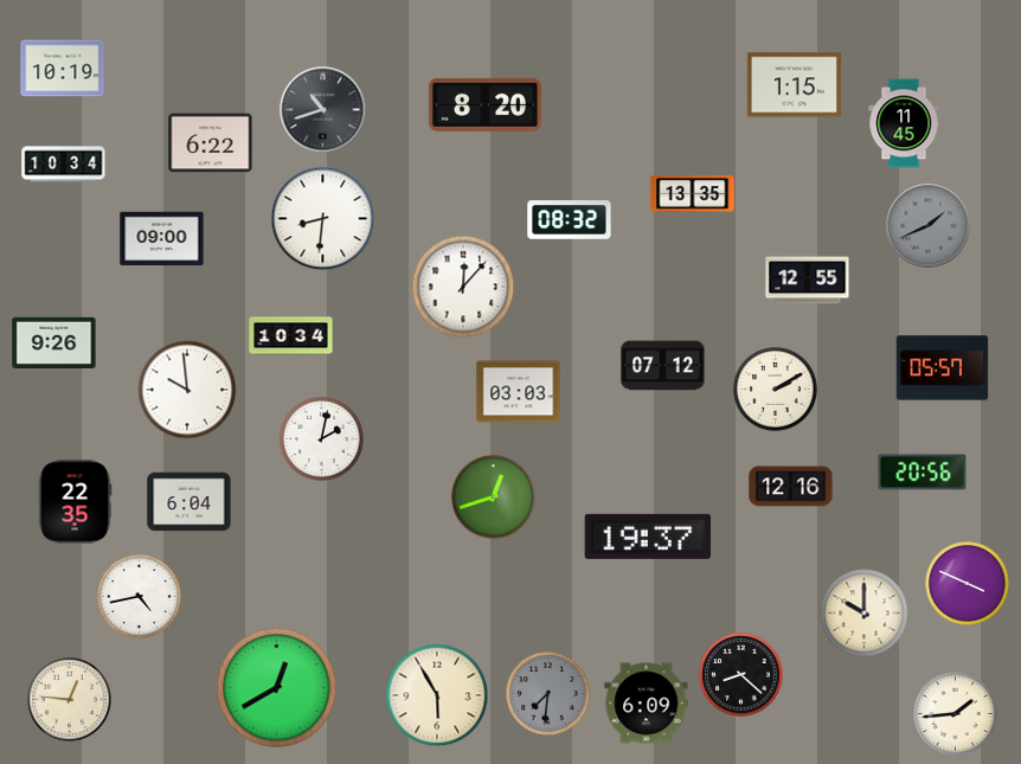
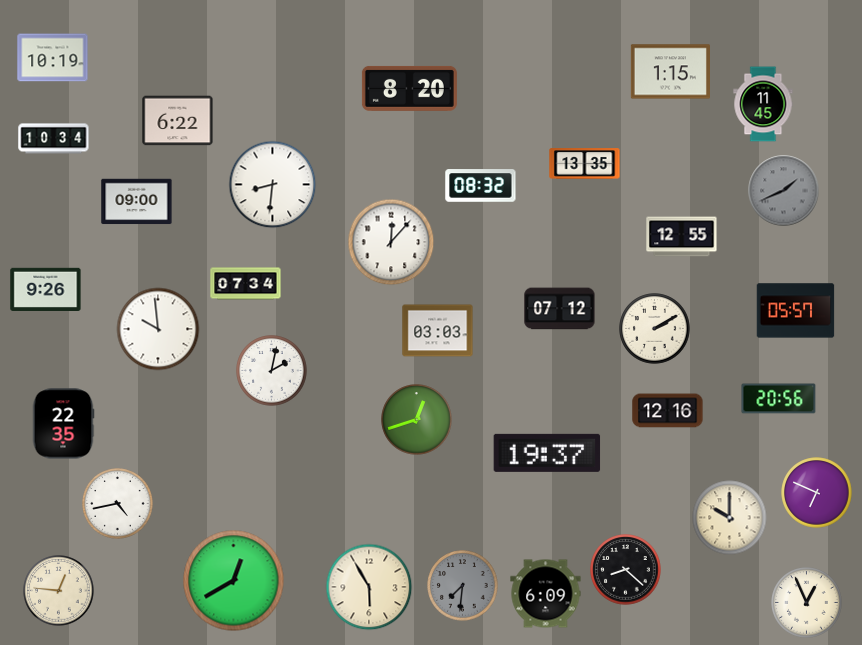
clock at (323, 110): 10:42 -> none
clock at (291, 336): 10:34 -> 07:34
clock at (190, 502): 6:04 -> none
clock at (968, 584): 3:49 -> 6:49
clock at (956, 714): 1:44 -> 12:56
